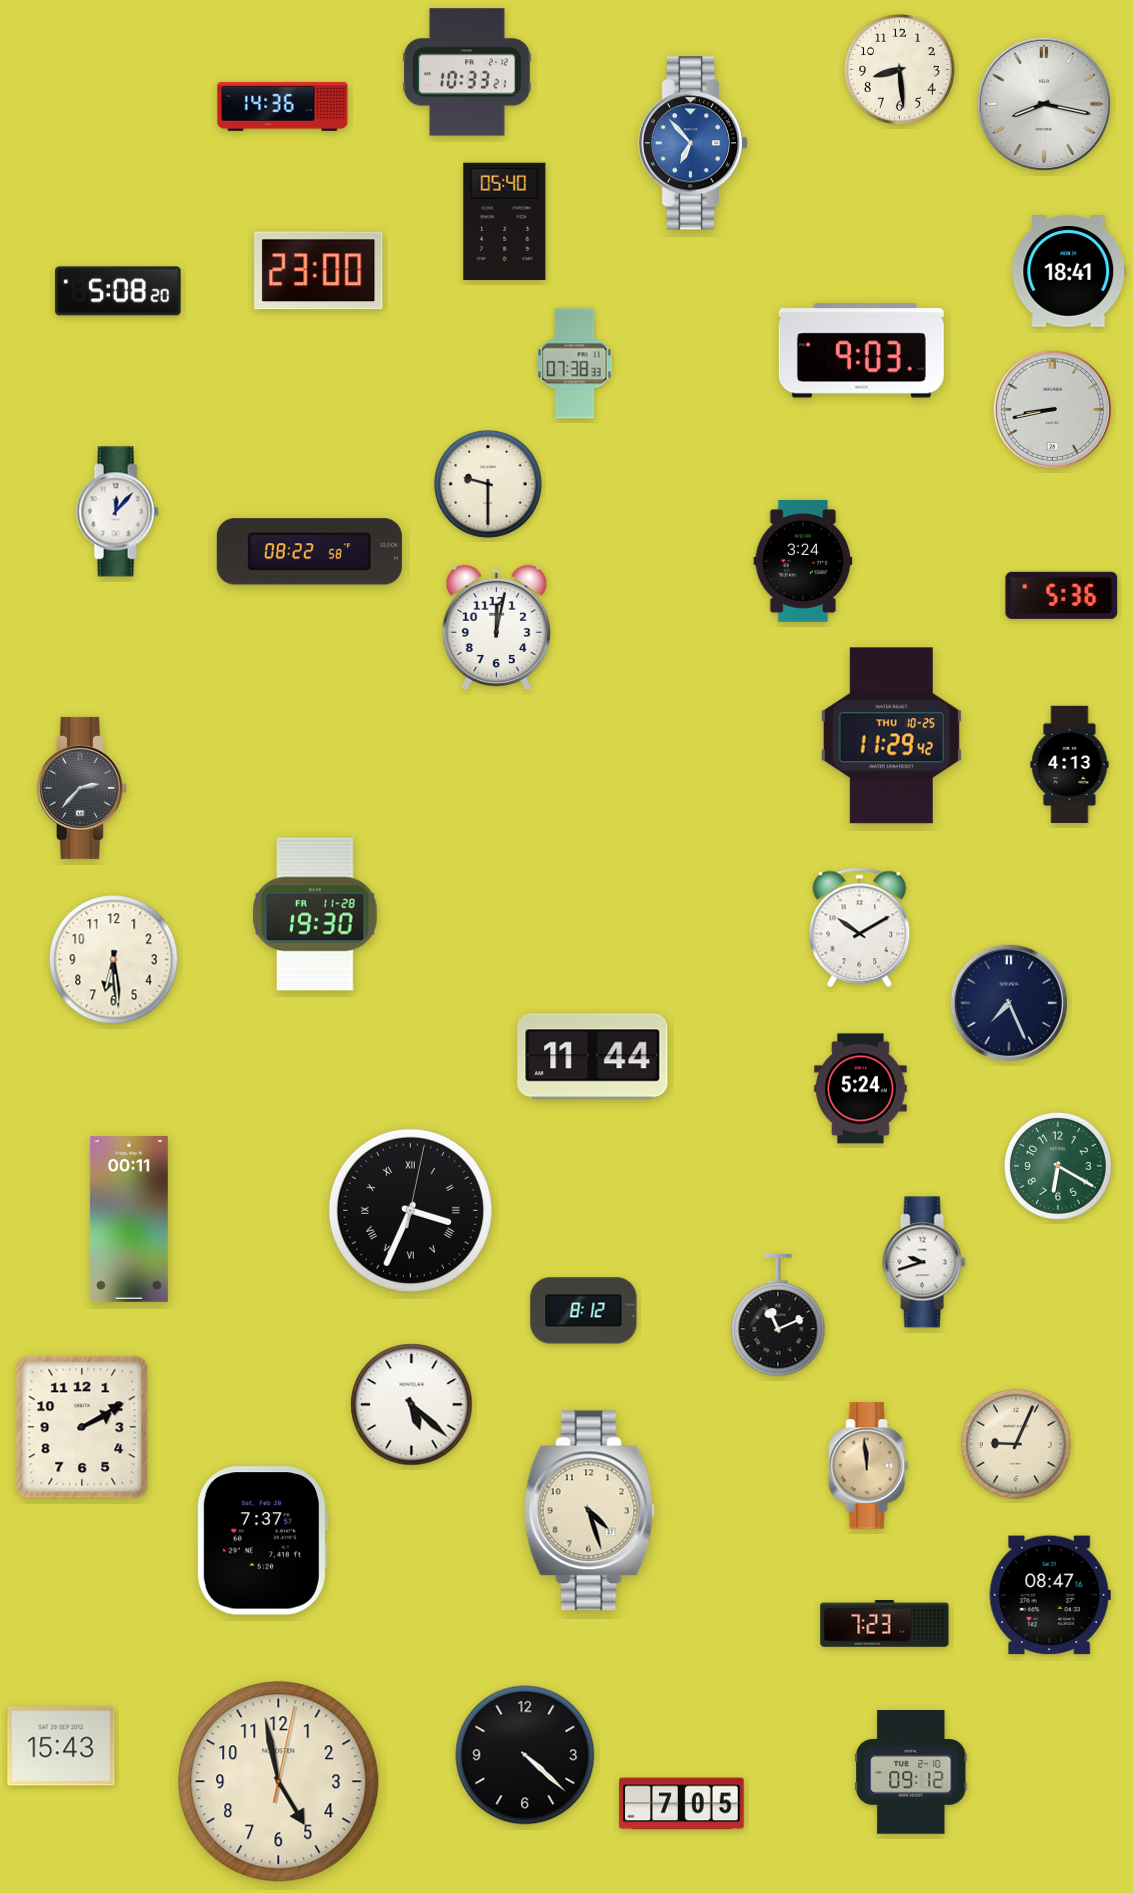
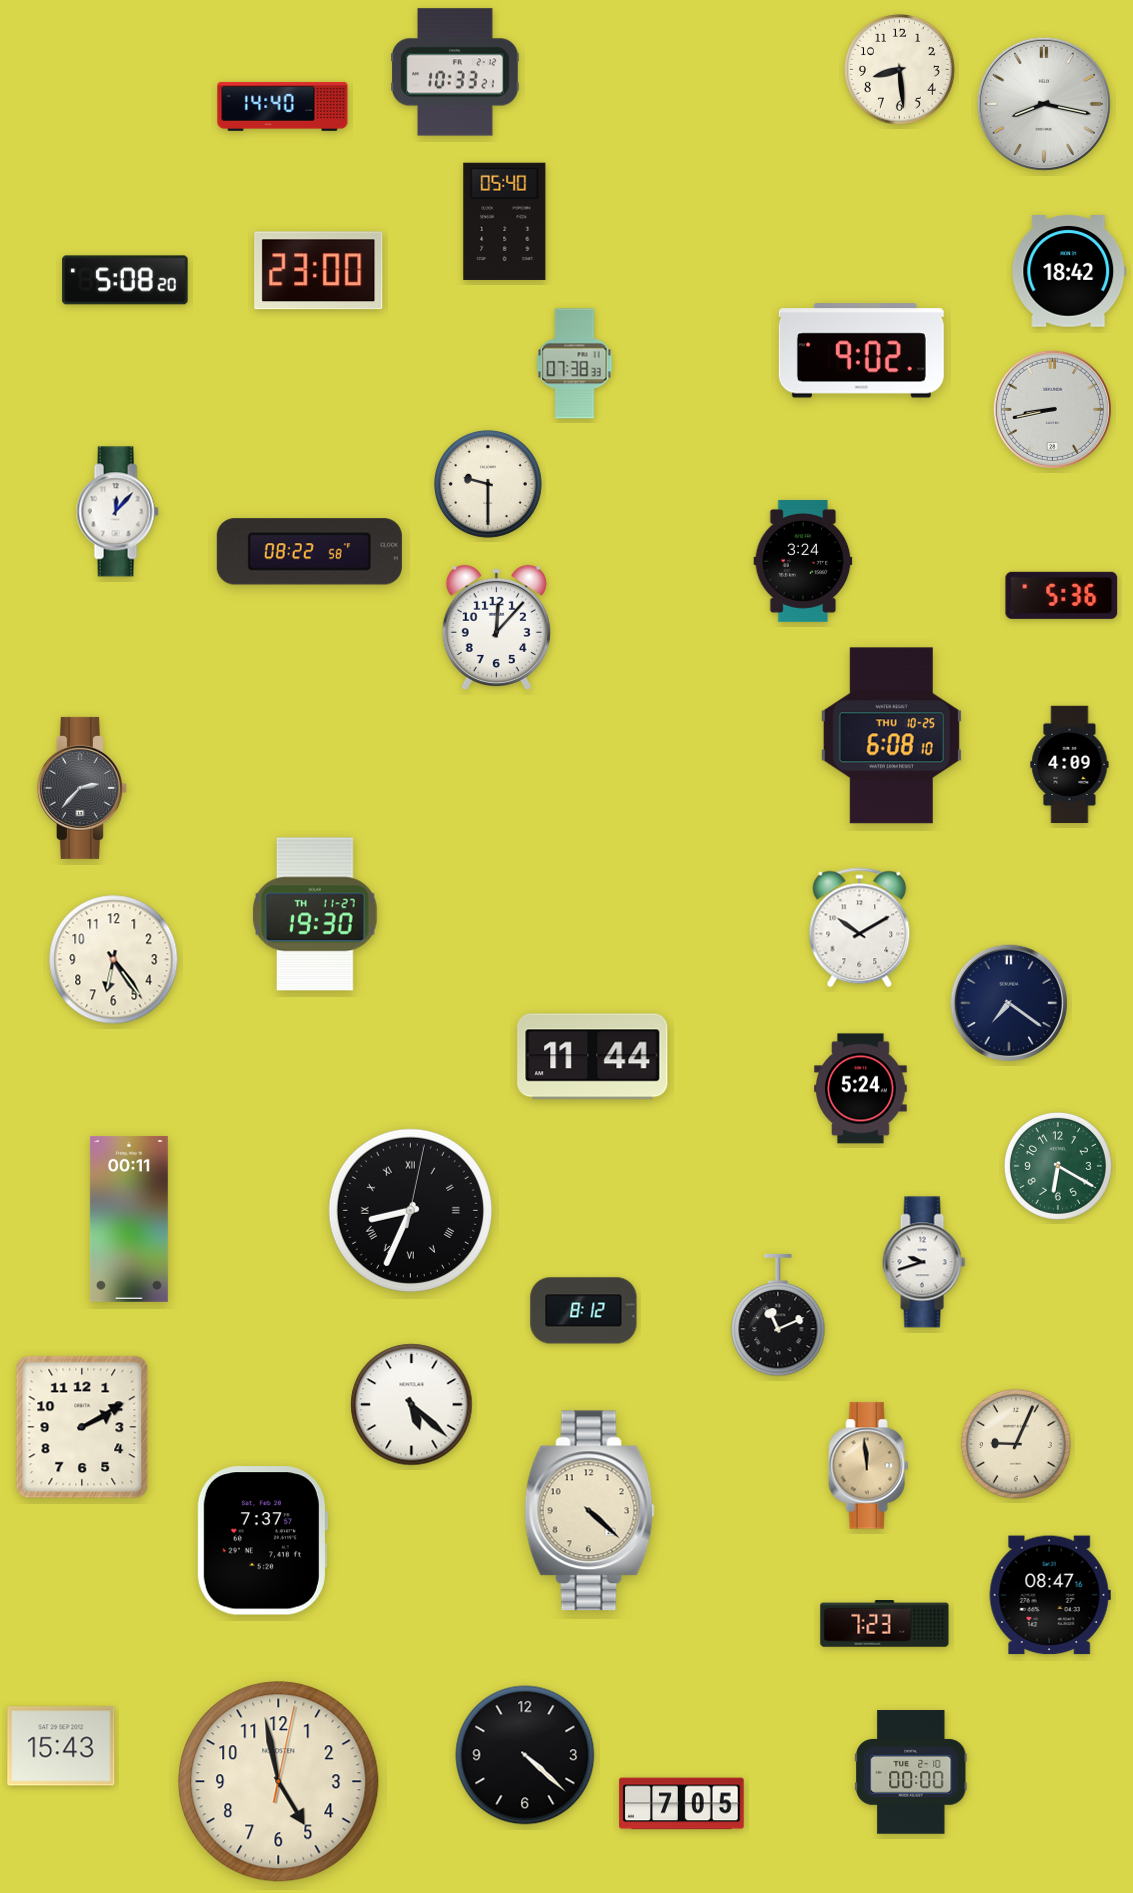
clock at (467, 72) position: (467, 72) -> (455, 72)
clock at (283, 106): 14:36 -> 14:40
clock at (692, 143): 6:53 -> none
clock at (1069, 271): 18:41 -> 18:42
clock at (118, 291) position: (118, 291) -> (125, 280)
clock at (861, 351): 9:03 -> 9:02
clock at (496, 627): 12:02 -> 12:07
clock at (891, 736): 11:29 -> 6:08
clock at (1070, 765): 4:13 -> 4:09
clock at (316, 914) date: FR 11-28 -> TH 11-27
clock at (114, 960): 6:29 -> 6:24
clock at (1009, 1003): 7:26 -> 7:21
clock at (410, 1210): 3:34 -> 8:34
clock at (589, 1511): 4:27 -> 4:22
clock at (911, 1772): 09:12 -> 00:00
